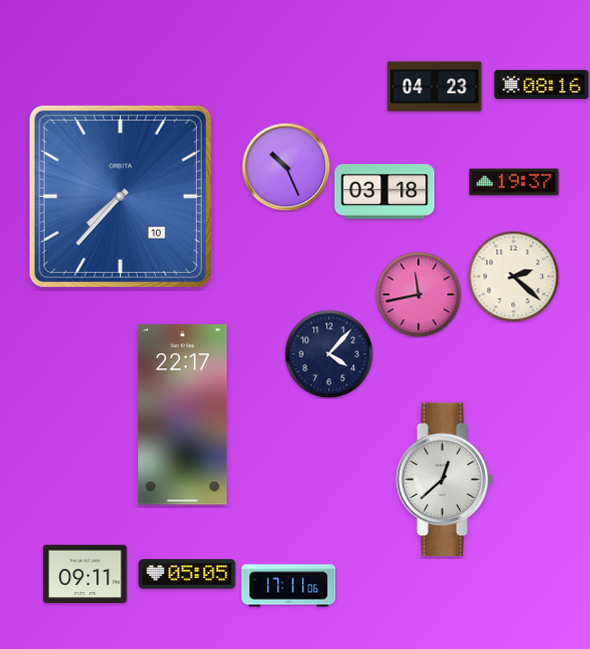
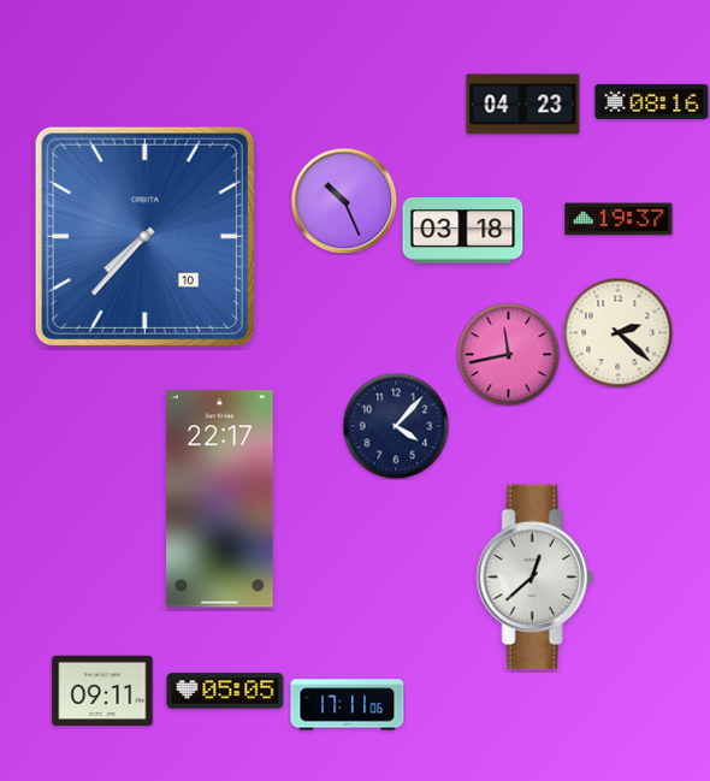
clock at (418, 294) position: (418, 294) -> (508, 354)
